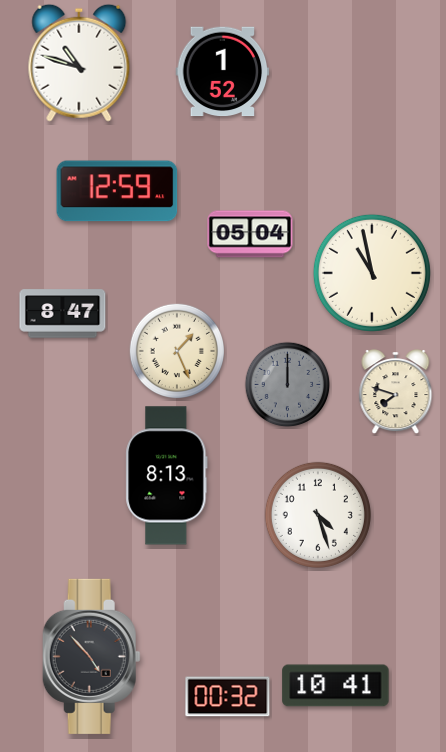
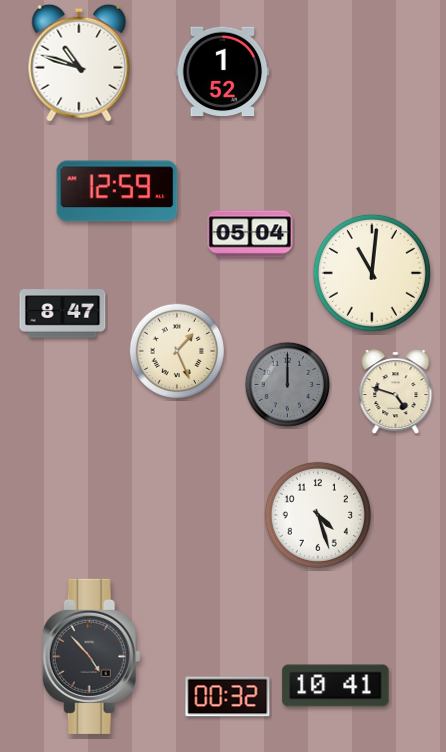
clock at (372, 273): 10:58 -> 11:01
clock at (396, 392): 7:48 -> 4:48
clock at (167, 476): 8:13 -> none
